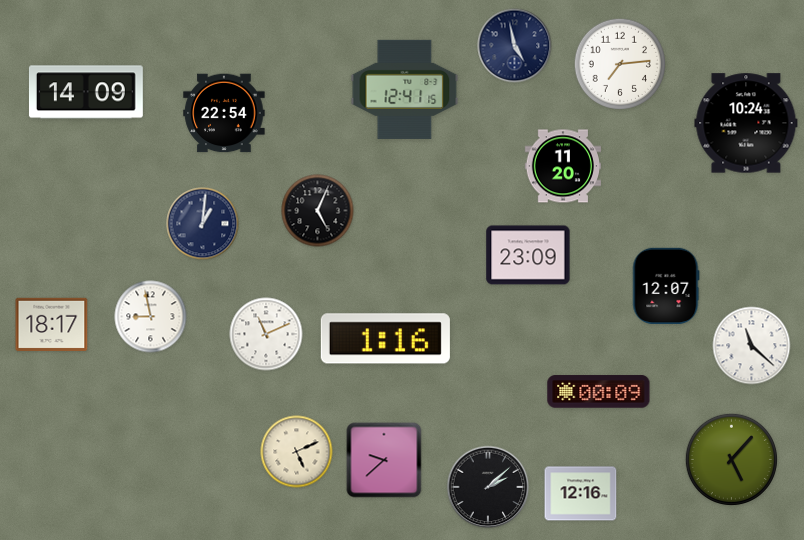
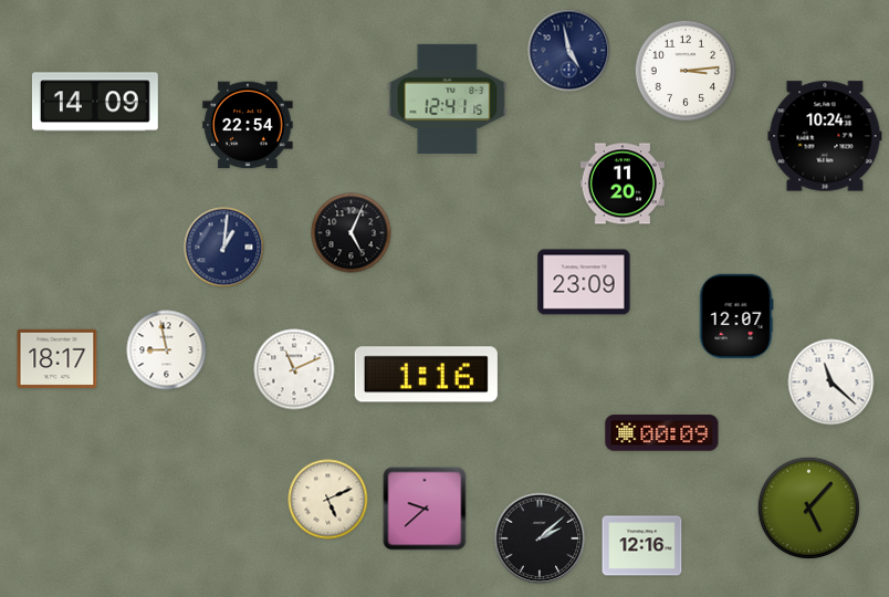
clock at (619, 63): 7:14 -> 3:14
